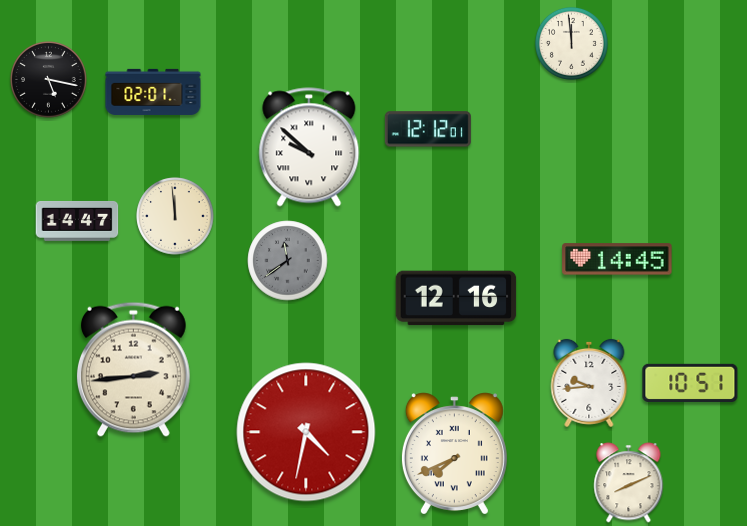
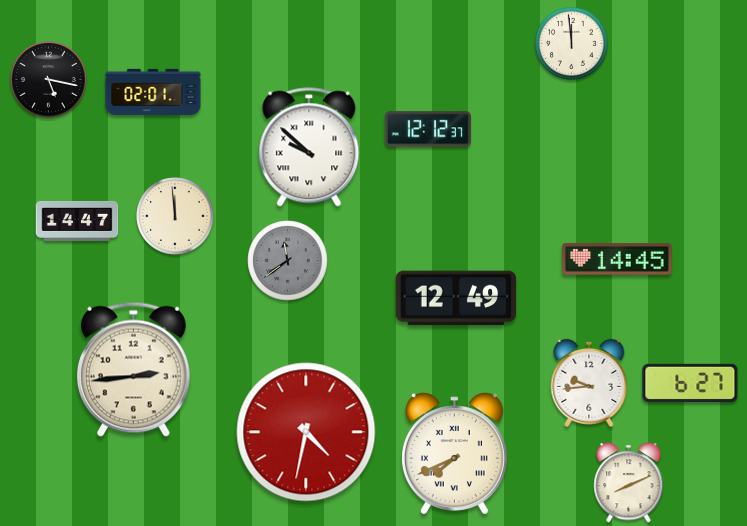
clock at (428, 129): 12:12:01 -> 12:12:37
clock at (456, 298): 12:16 -> 12:49
clock at (690, 383): 10:51 -> 6:27
